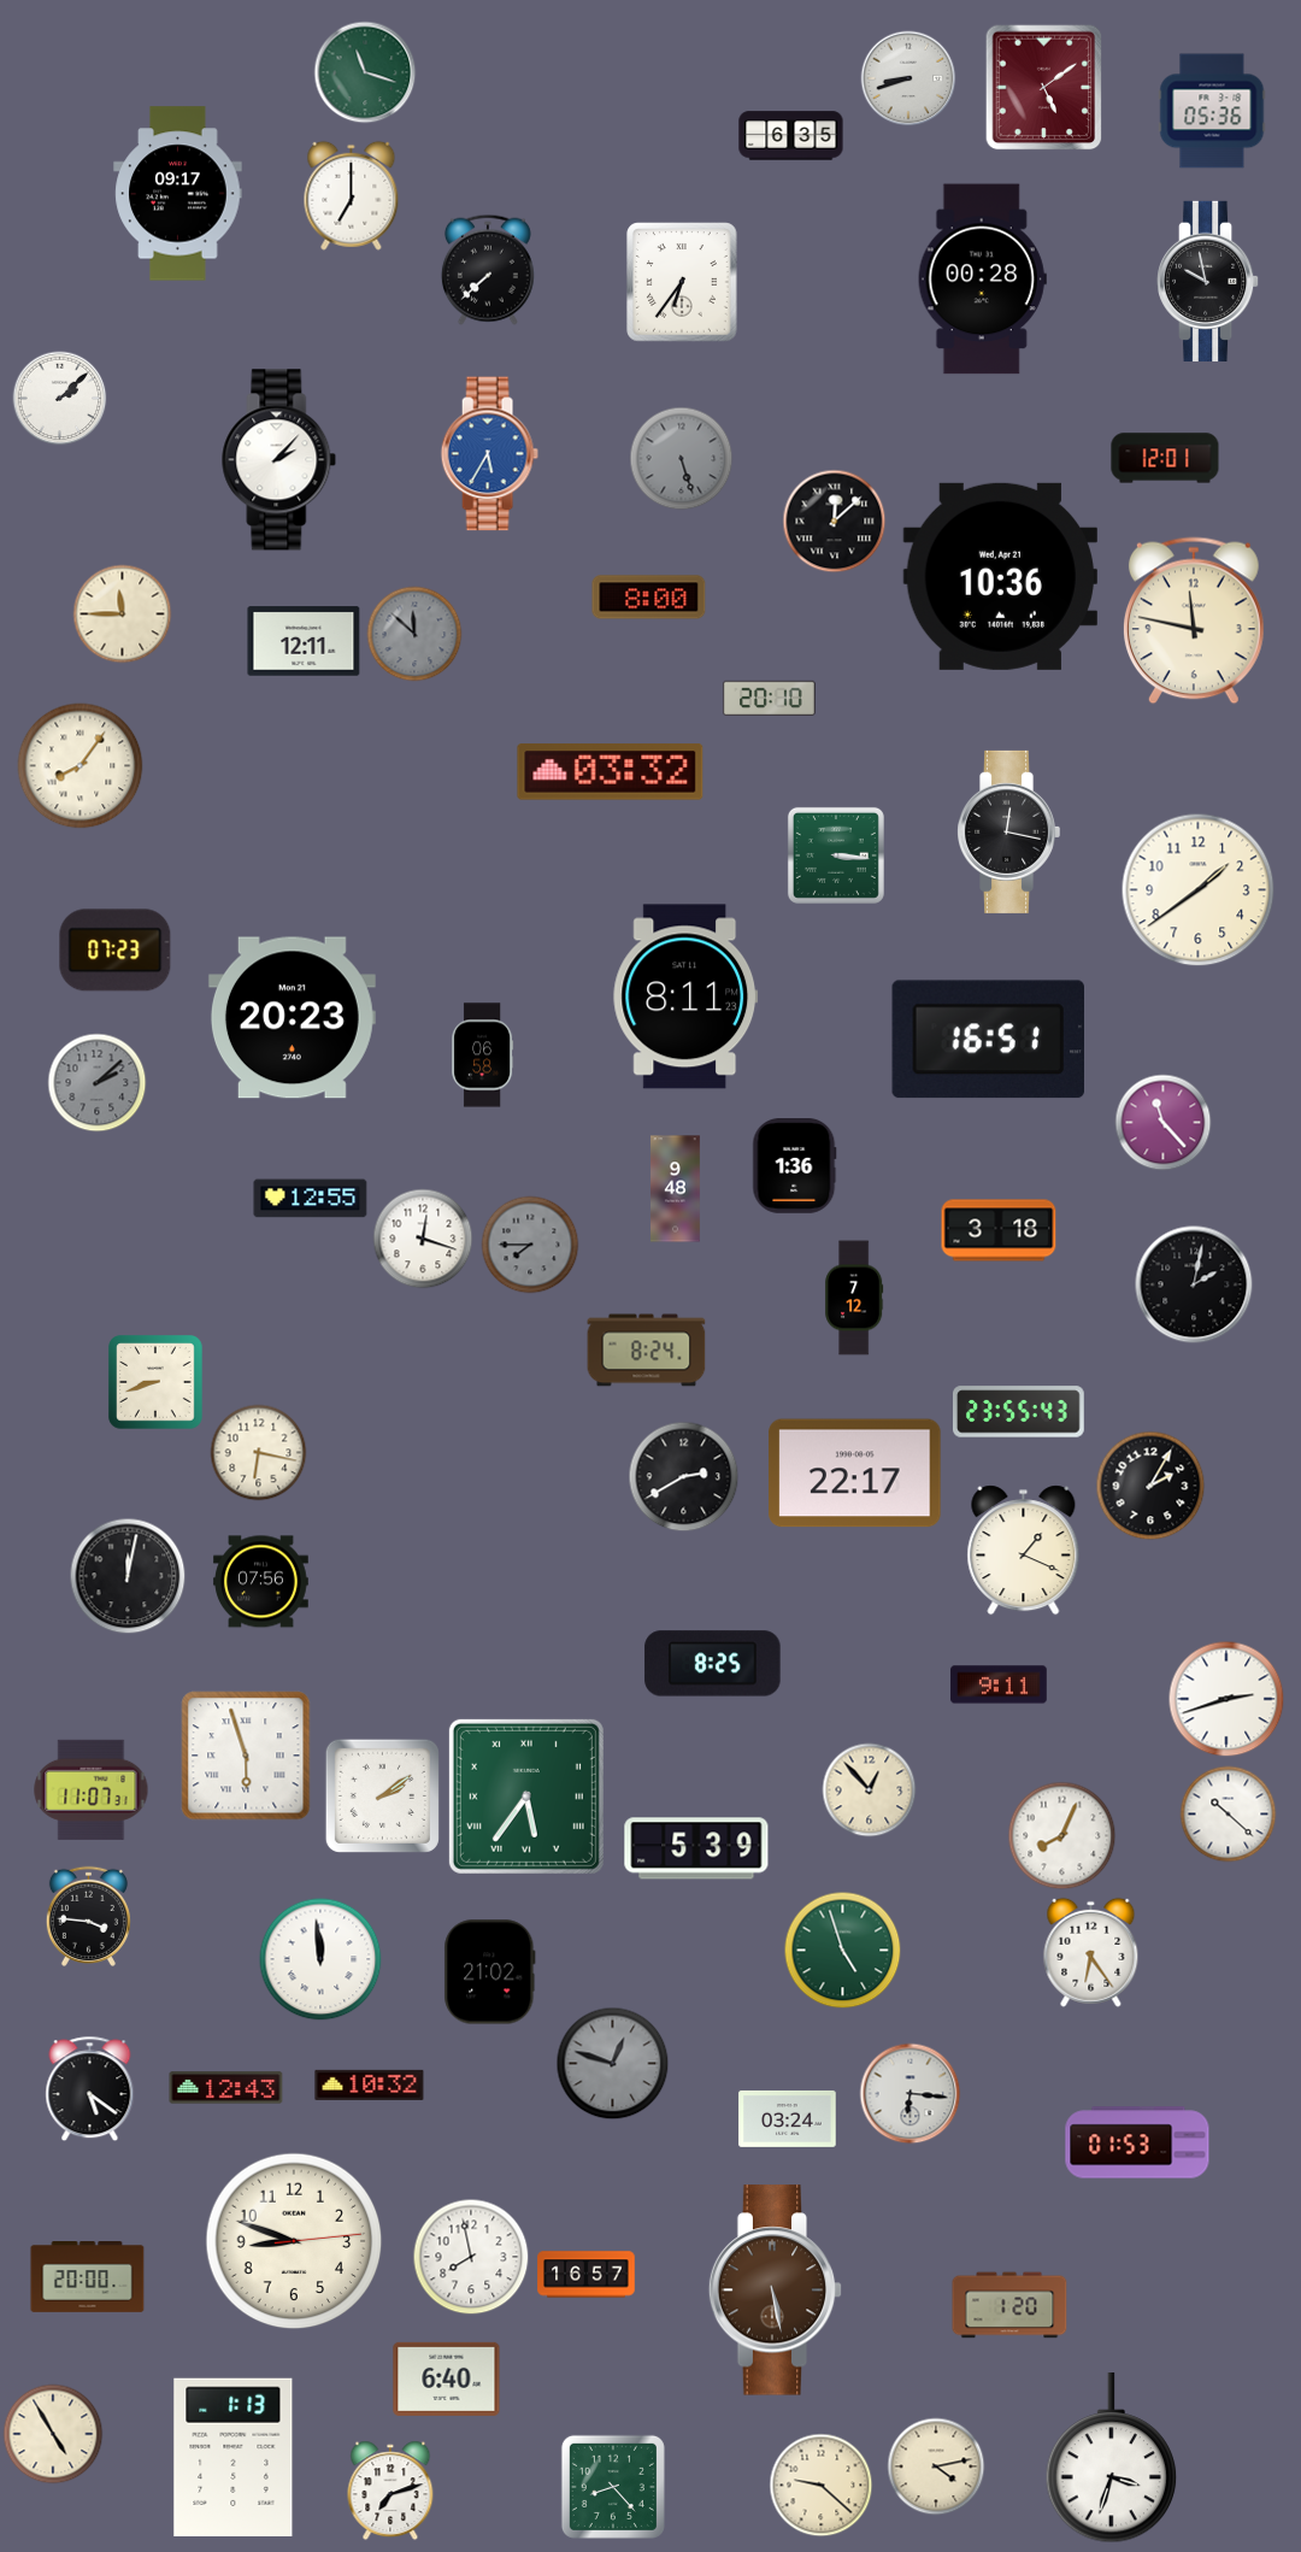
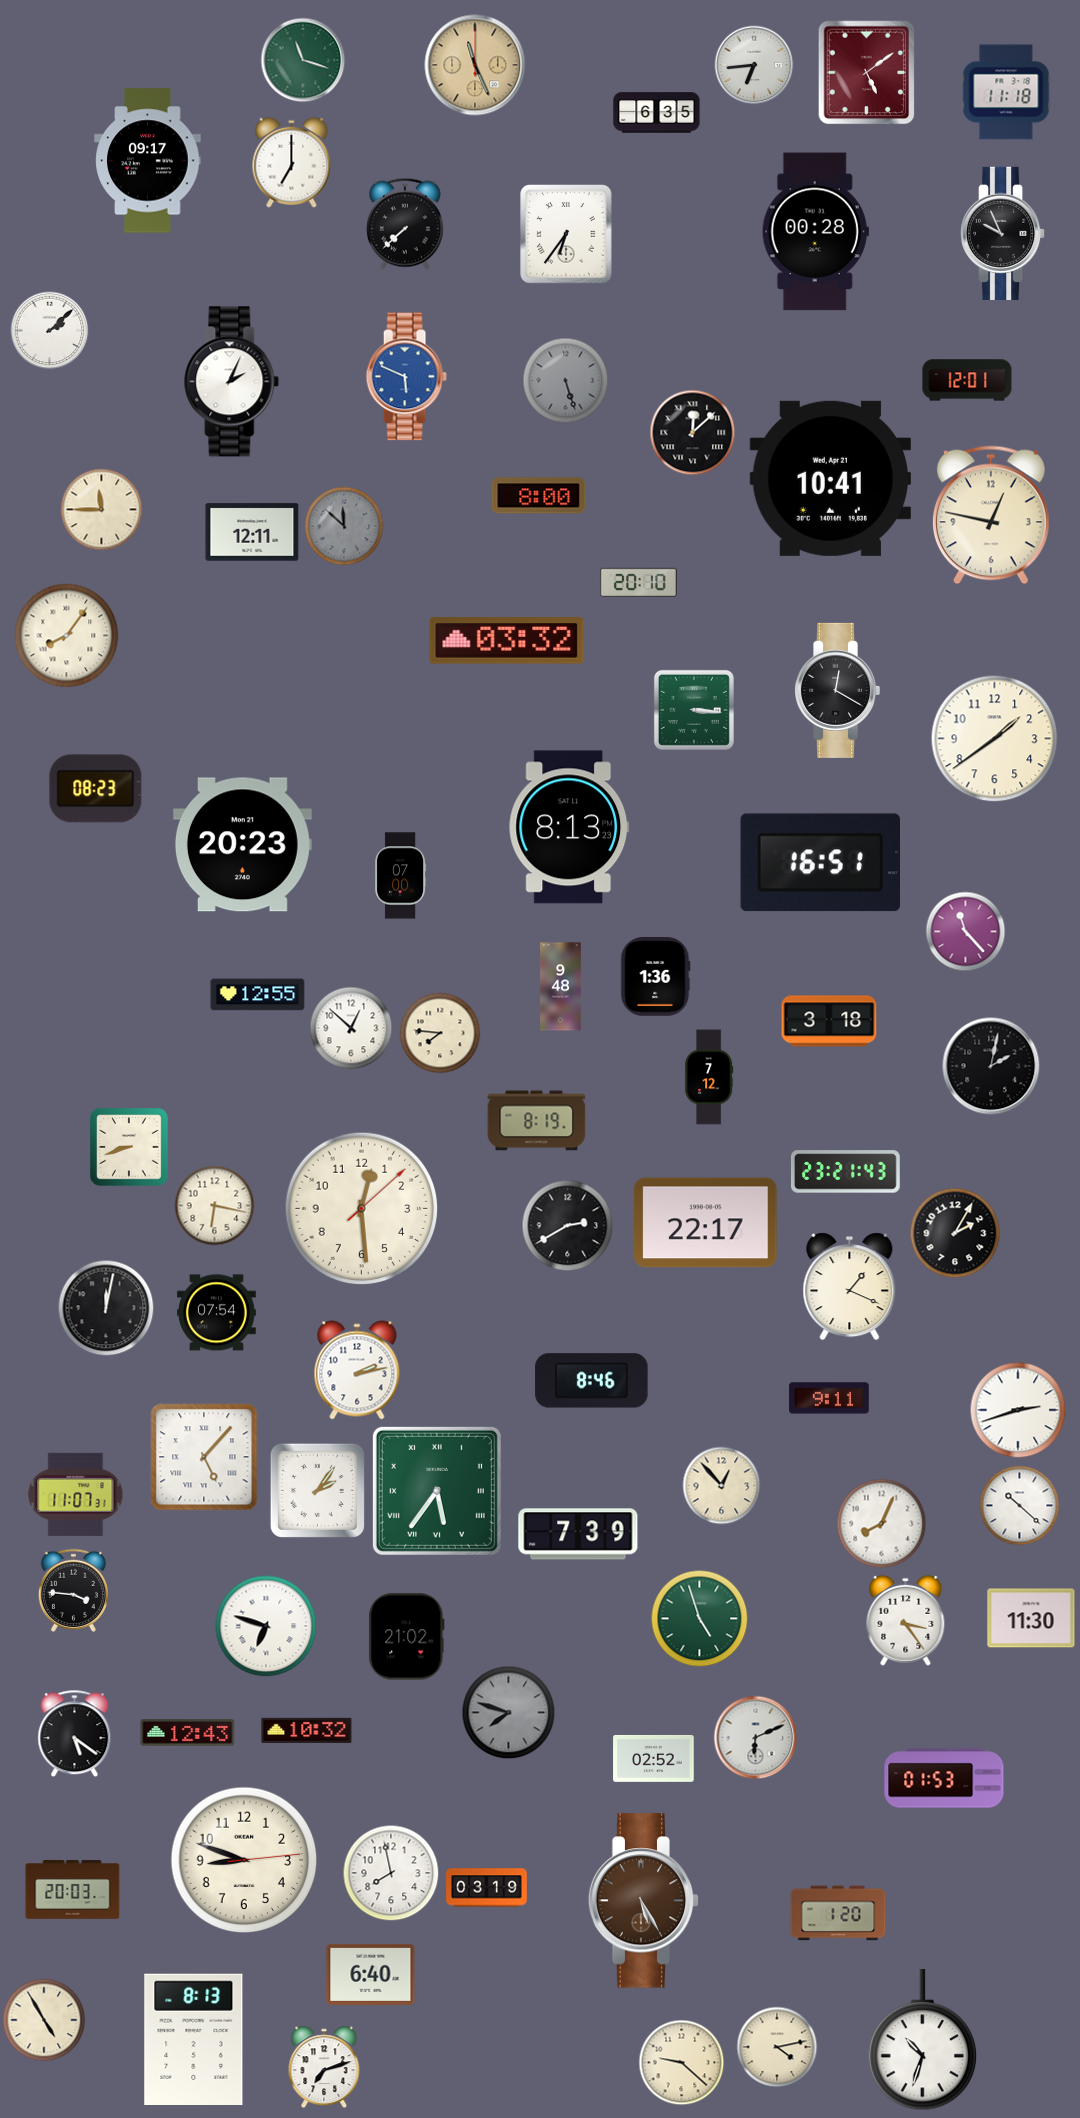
clock at (475, 65): none -> 11:26
clock at (908, 78): 8:42 -> 6:44
clock at (1212, 111): 05:36 -> 11:18
clock at (1209, 281): 9:58 -> 9:56
clock at (489, 454): 5:35 -> 5:49
clock at (279, 460): 2:07 -> 2:04
clock at (1000, 576): 10:36 -> 10:41
clock at (1194, 621): 11:47 -> 12:47
clock at (769, 698) position: (769, 698) -> (638, 582)
clock at (1009, 831): 12:17 -> 12:20
clock at (116, 951): 07:23 -> 08:23
clock at (685, 996): 8:11 -> 8:13
clock at (483, 1056): 06:58 -> 07:00
clock at (98, 1083): 2:08 -> none
clock at (795, 1166) position: (795, 1166) -> (656, 977)
clock at (423, 1239): 12:18 -> 12:52
clock at (530, 1245): 7:45 -> 7:46
clock at (530, 1245) dial: grey -> cream
clock at (647, 1351): 8:24 -> 8:19
clock at (1018, 1412): 23:55 -> 23:21
clock at (362, 1209): none -> 12:29
clock at (855, 1474) position: (855, 1474) -> (706, 1223)
clock at (261, 1582): 07:56 -> 07:54
clock at (357, 1370): none -> 2:13
clock at (713, 1664): 8:25 -> 8:46
clock at (246, 1756): 5:57 -> 5:07
clock at (92, 1789) position: (92, 1789) -> (76, 1494)
clock at (382, 1795): 2:09 -> 2:06
clock at (696, 1848): 5:39 -> 7:39
clock at (1031, 1618): none -> 11:30
clock at (1091, 1952): 6:24 -> 3:24
clock at (320, 1959): 11:59 -> 6:48
clock at (613, 2064): 12:48 -> 7:48
clock at (911, 2094): 6:16 -> 6:11
clock at (788, 2118): 03:24 -> 02:52
clock at (587, 2275): 16:57 -> 03:19
clock at (88, 2277): 20:00 -> 20:03
clock at (776, 2291): 5:28 -> 5:25
clock at (234, 2457): 1:13 -> 8:13
clock at (1112, 2459): 3:33 -> 10:33
clock at (613, 2487): 8:23 -> none
